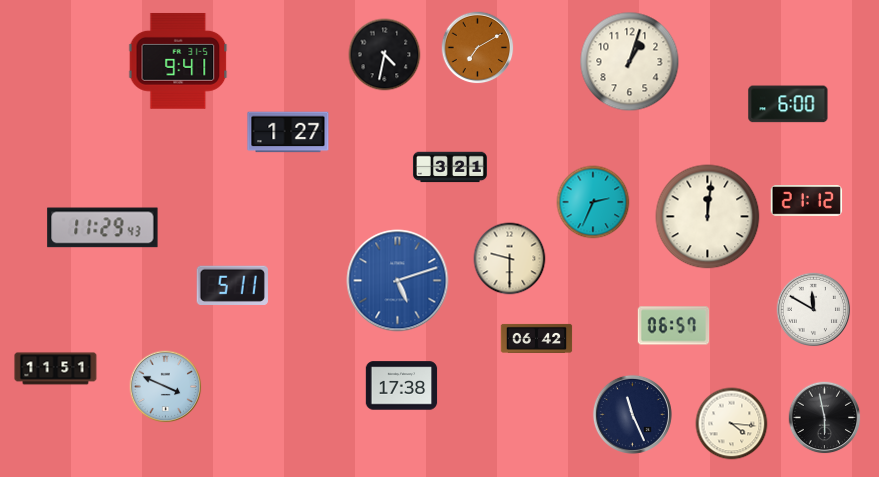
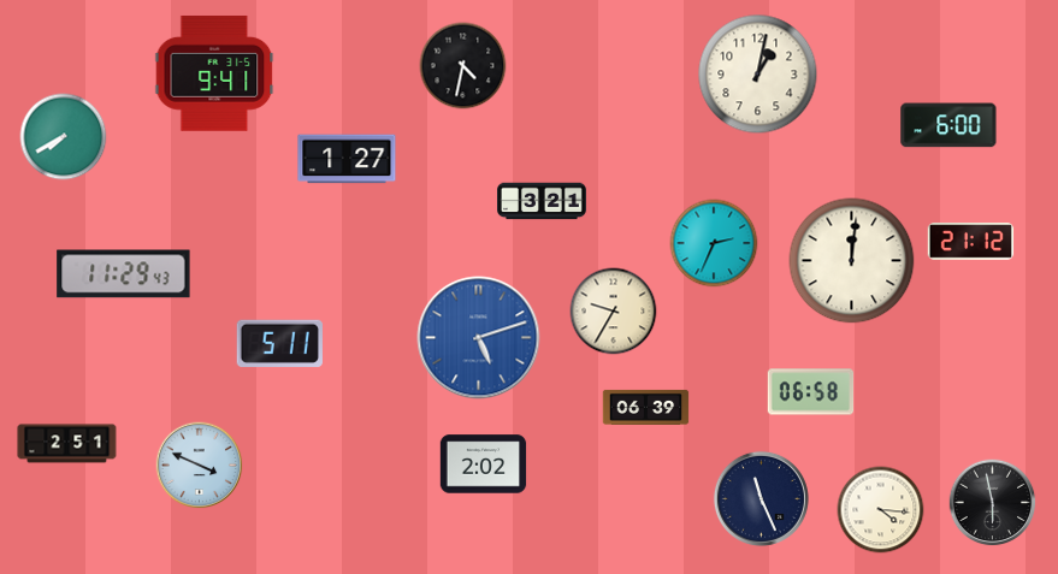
clock at (478, 48): 7:10 -> none
clock at (630, 62): 1:03 -> 1:02
clock at (64, 137): none -> 7:40
clock at (510, 259): 9:30 -> 9:35
clock at (814, 310): 11:50 -> none
clock at (674, 326): 06:57 -> 06:58
clock at (537, 338): 06:42 -> 06:39
clock at (56, 369): 11:51 -> 2:51
clock at (402, 386): 17:38 -> 2:02
